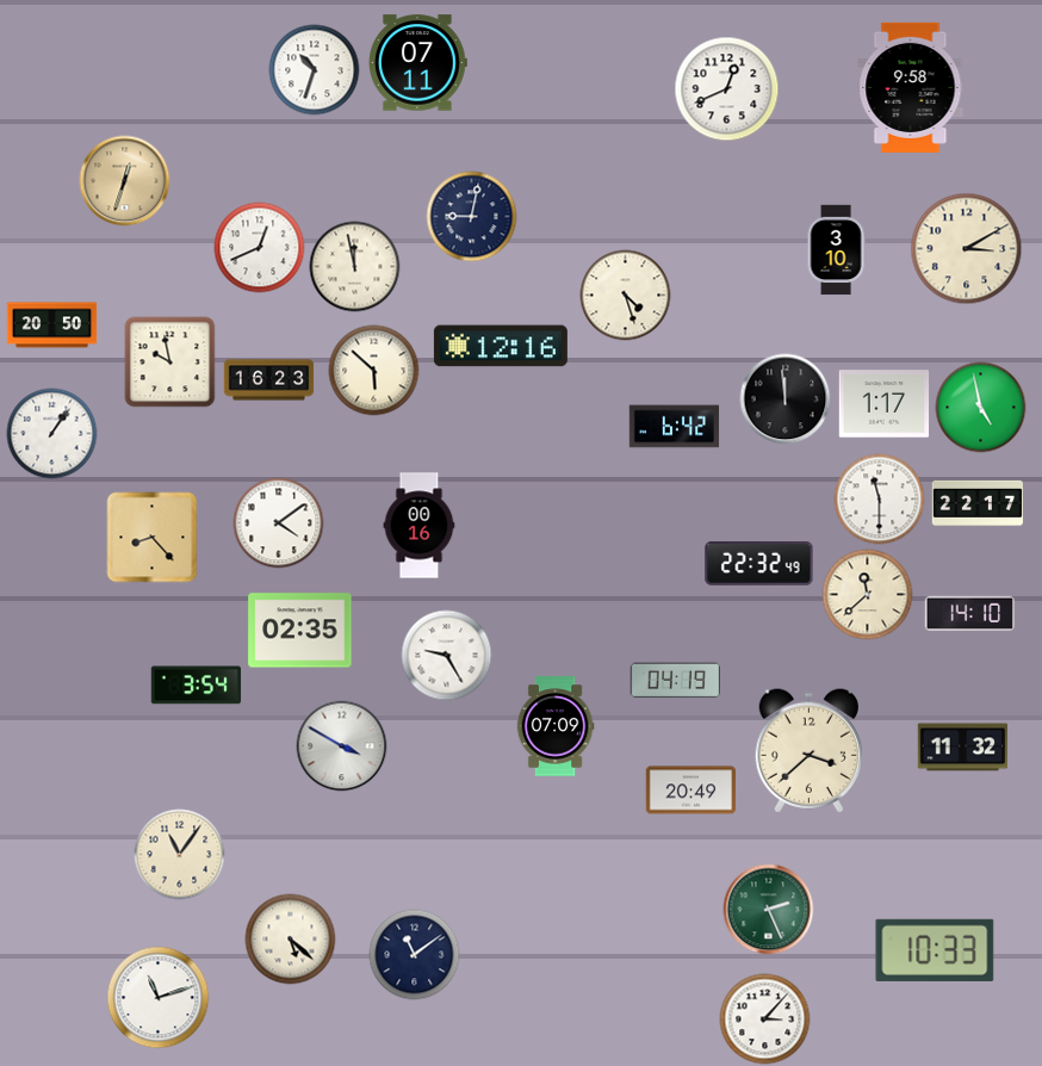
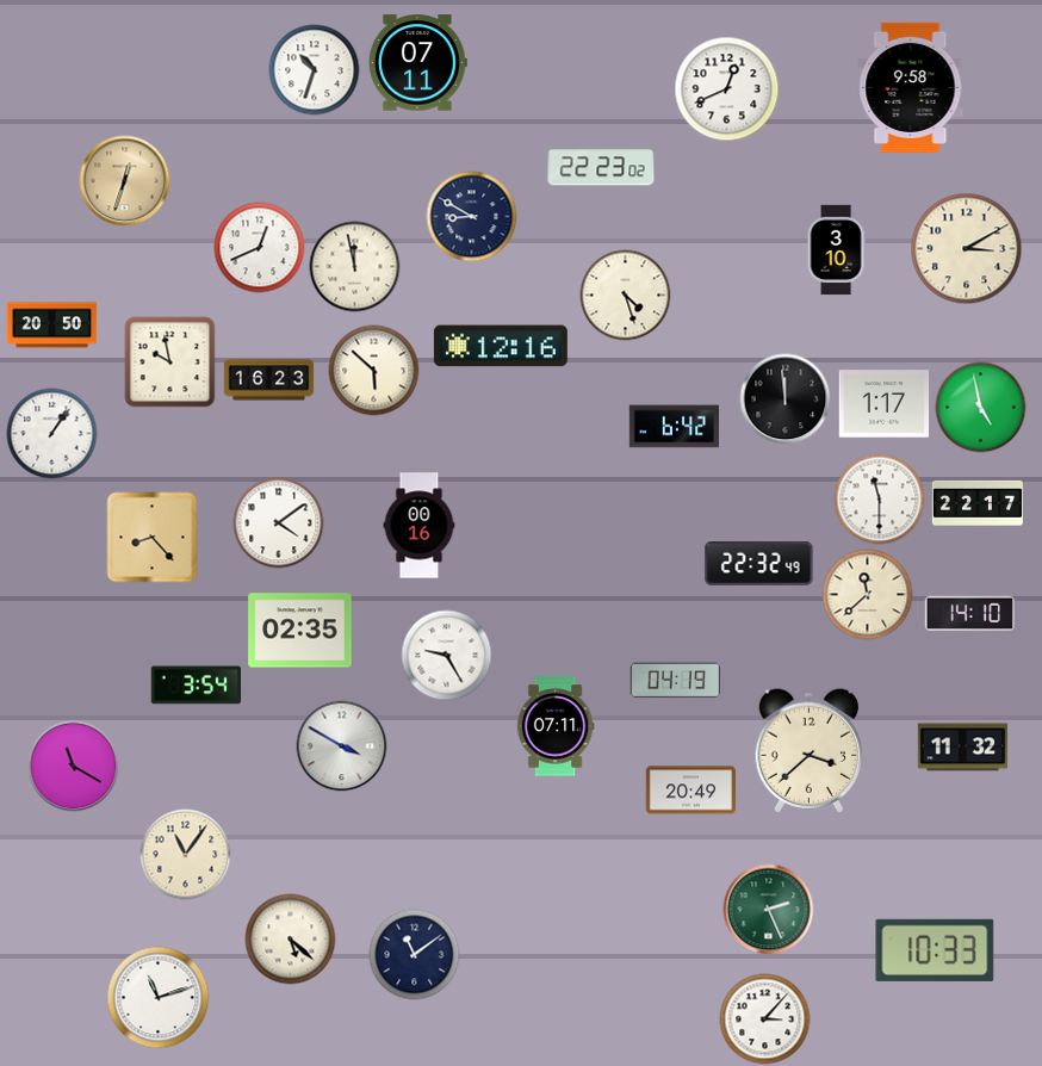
clock at (601, 167): none -> 22:23
clock at (472, 217): 9:02 -> 8:50
clock at (556, 726): 07:09 -> 07:11
clock at (74, 767): none -> 11:20
clock at (180, 855) position: (180, 855) -> (186, 855)
